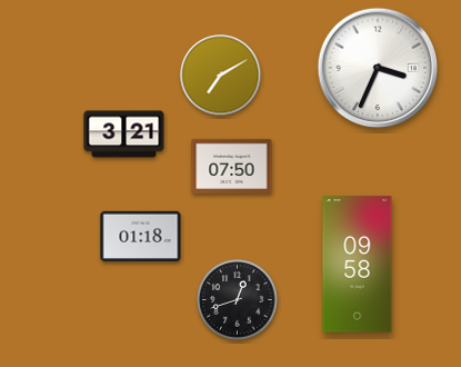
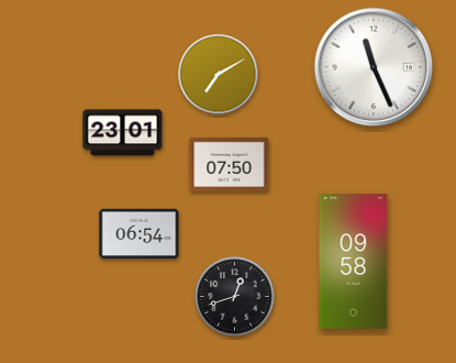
clock at (378, 68): 3:34 -> 11:26
clock at (124, 135): 3:21 -> 23:01
clock at (141, 237): 01:18 -> 06:54
